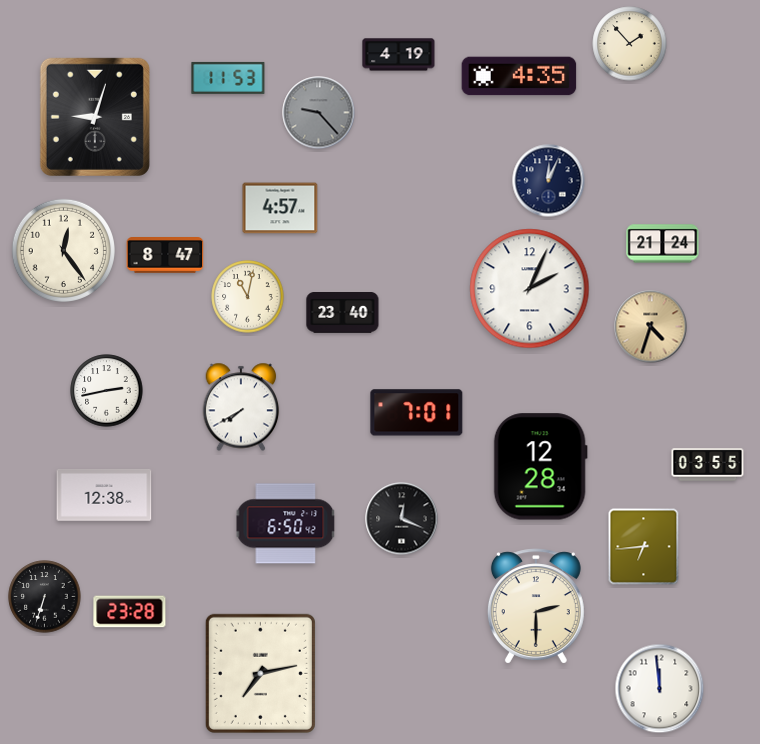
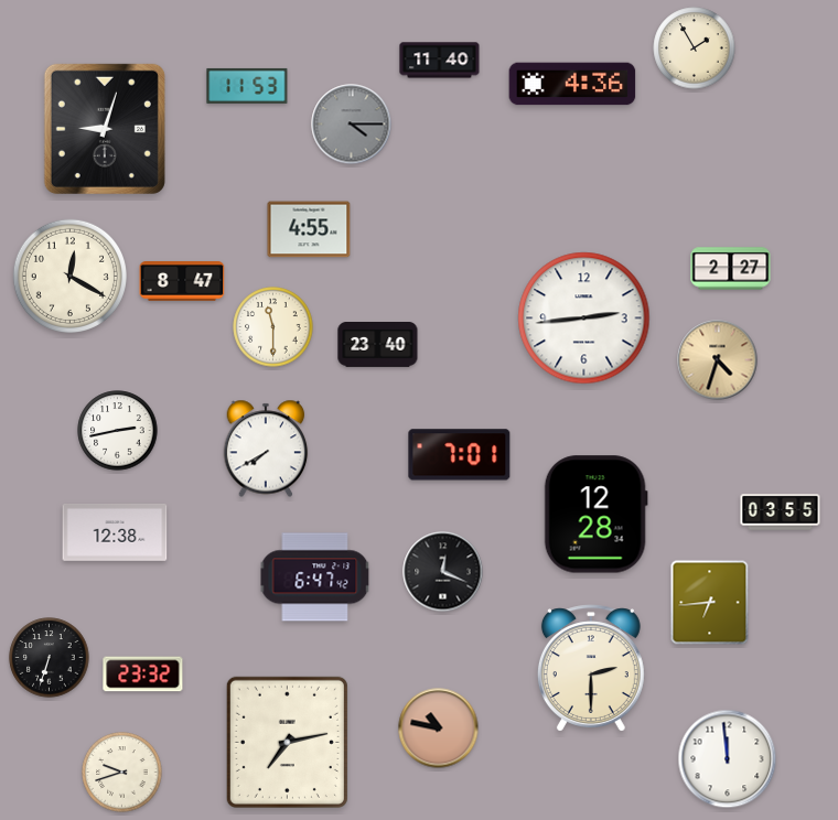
clock at (630, 44): 1:53 -> 1:55
clock at (399, 55): 4:19 -> 11:40
clock at (519, 76): 4:35 -> 4:36
clock at (228, 78) position: (228, 78) -> (247, 86)
clock at (319, 113): 9:23 -> 4:15
clock at (549, 181): 12:04 -> none
clock at (280, 208): 4:57 -> 4:55
clock at (663, 244): 21:24 -> 2:27
clock at (63, 250): 12:24 -> 12:20
clock at (530, 289): 2:04 -> 2:44
clock at (248, 297): 11:02 -> 11:30
clock at (104, 495) position: (104, 495) -> (115, 532)
clock at (286, 524): 6:50 -> 6:47
clock at (130, 612): 23:28 -> 23:32
clock at (439, 729): none -> 10:47
clock at (122, 773): none -> 9:42
